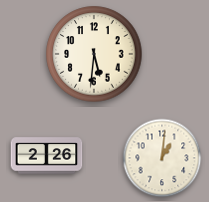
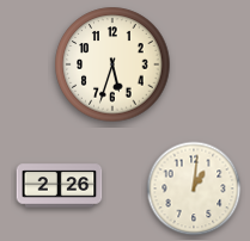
clock at (94, 54): 5:31 -> 5:33
clock at (47, 156) position: (47, 156) -> (60, 186)
